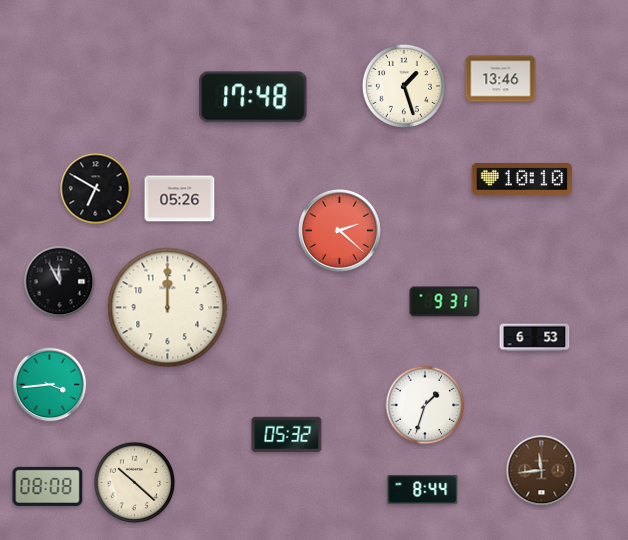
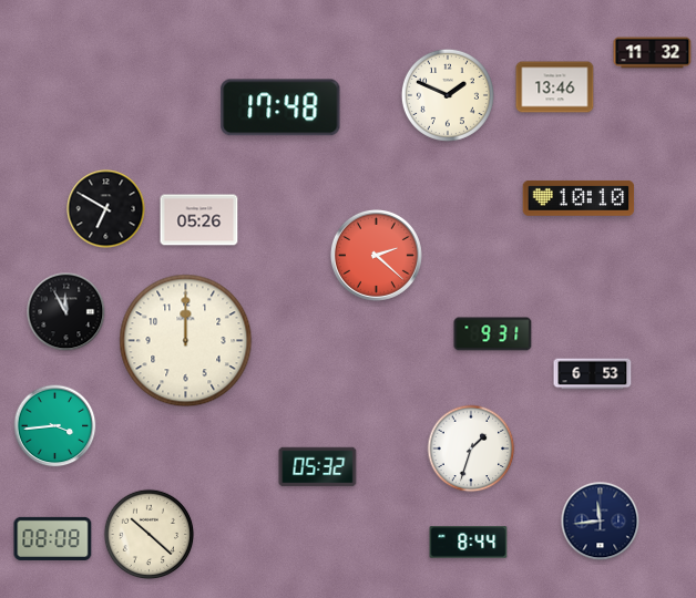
clock at (653, 53): none -> 11:32
clock at (404, 86): 1:27 -> 1:49
clock at (287, 435) position: (287, 435) -> (318, 467)
clock at (542, 471) dial: brown -> navy
